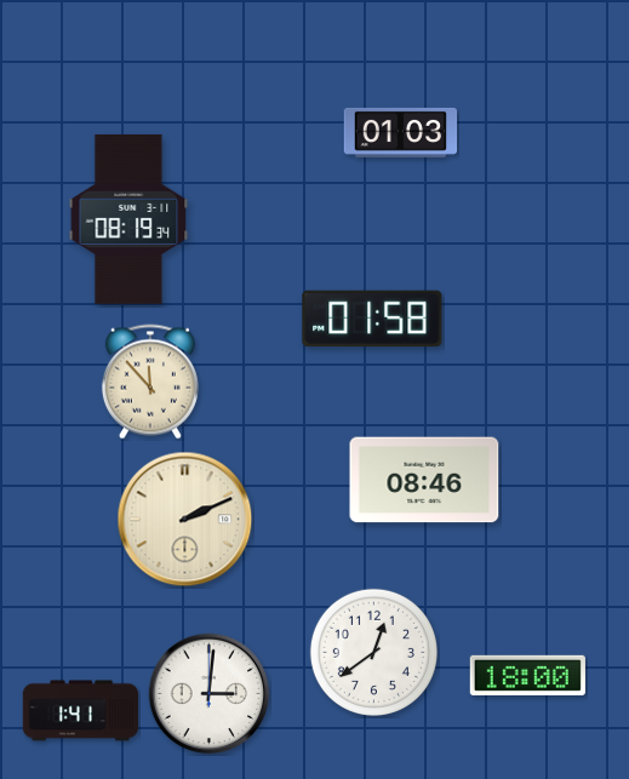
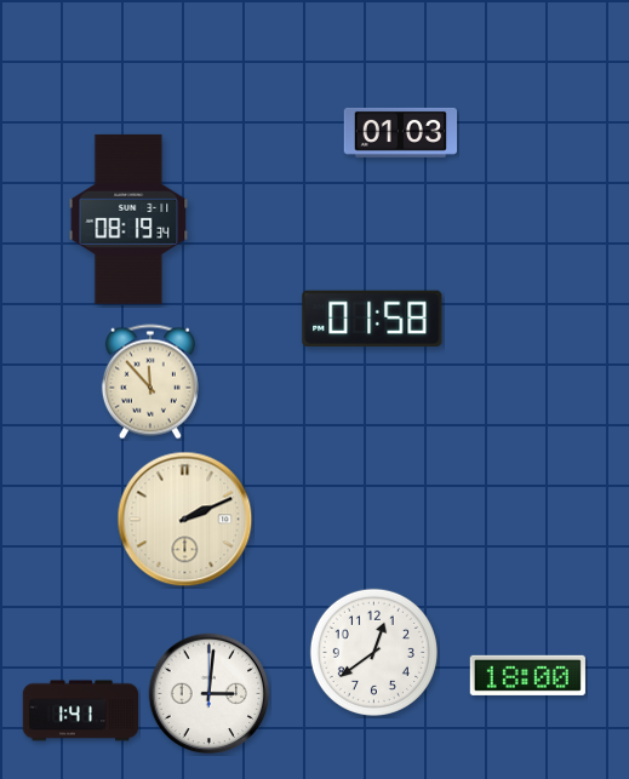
clock at (424, 480): 08:46 -> none
